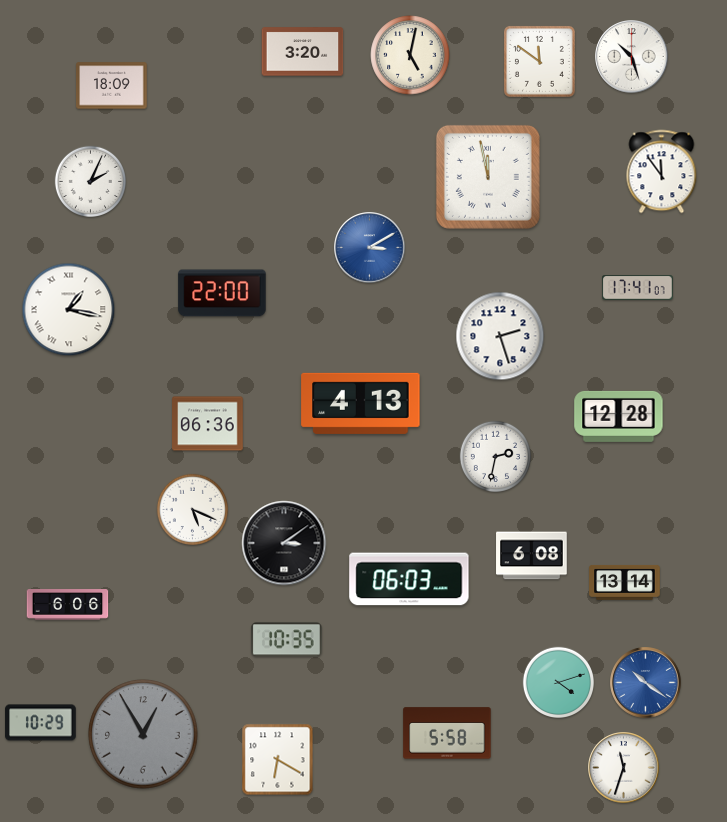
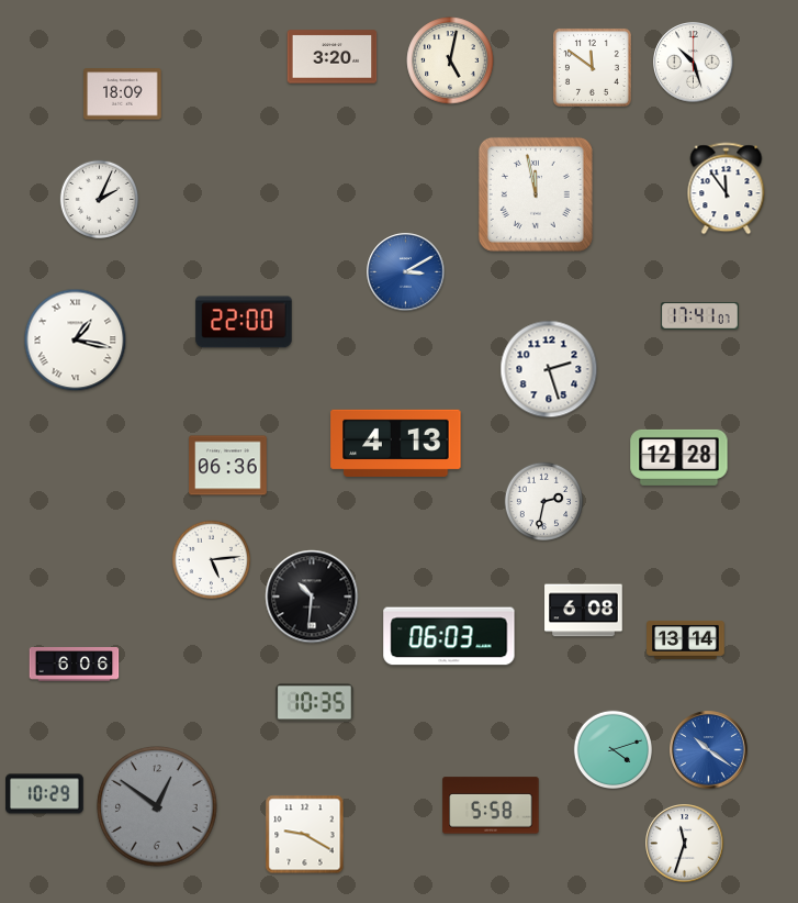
clock at (192, 509): 5:19 -> 5:14
clock at (284, 543): 3:09 -> 10:31
clock at (143, 734): 12:55 -> 12:51
clock at (278, 760): 6:20 -> 9:20
